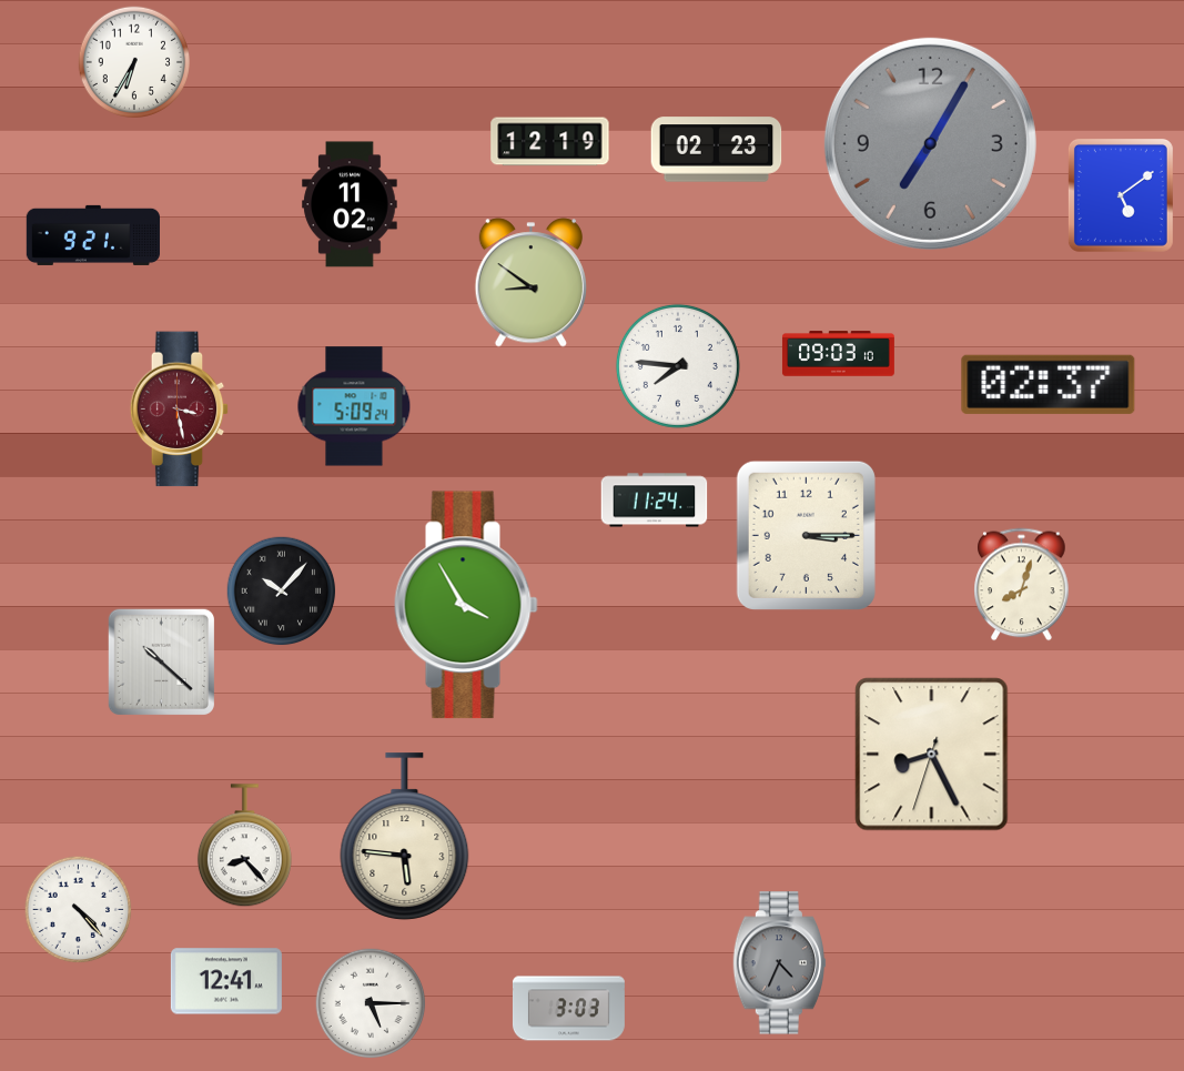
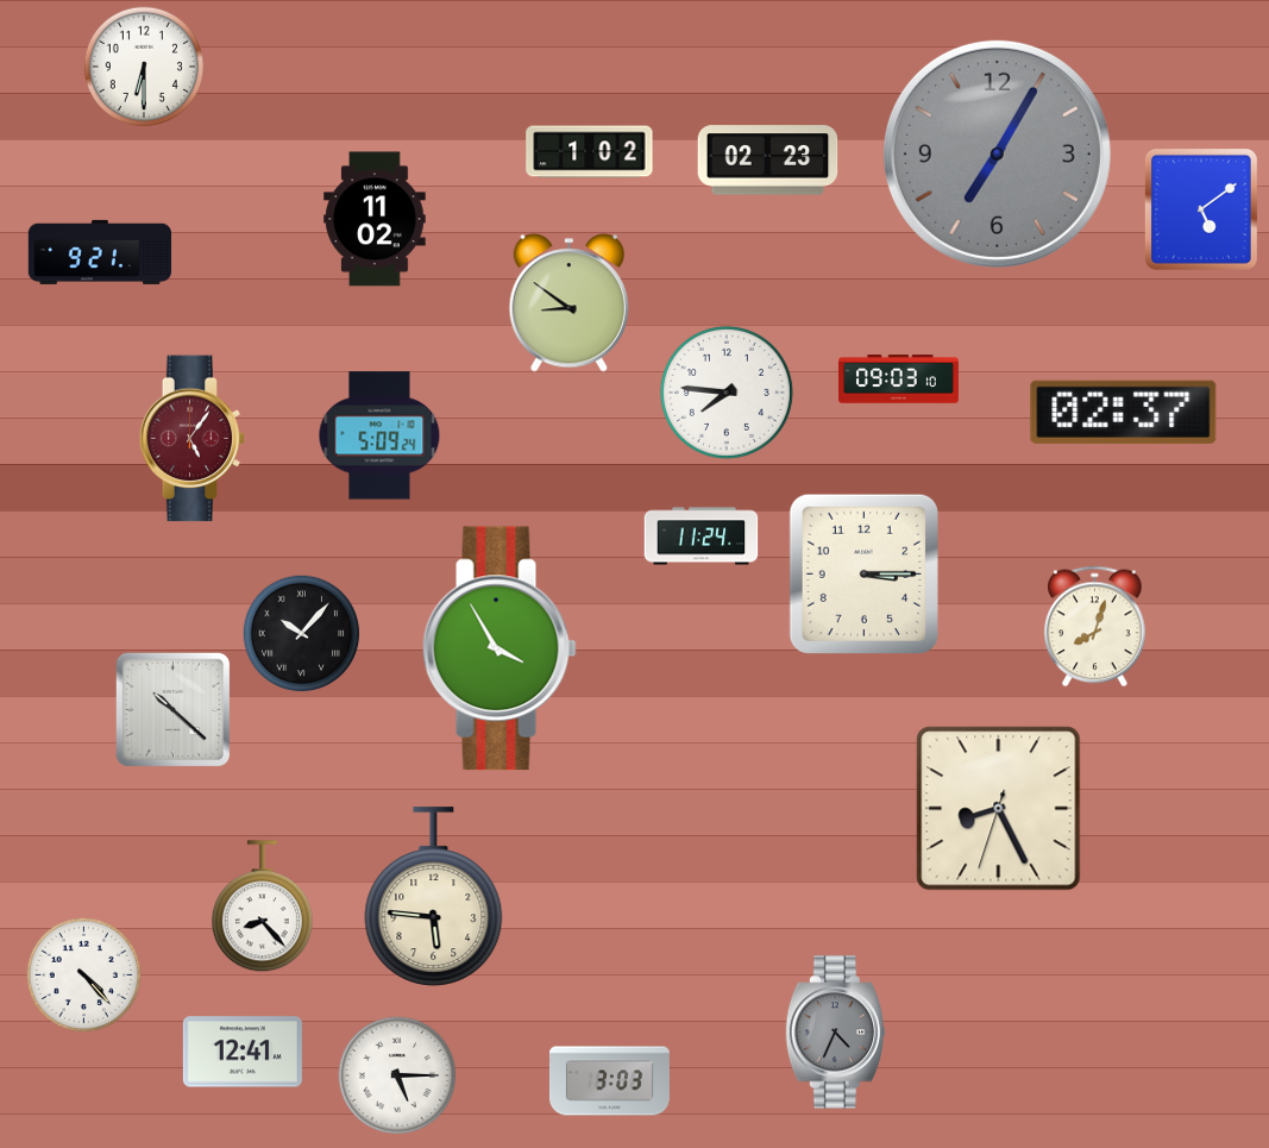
clock at (133, 61): 6:35 -> 6:30
clock at (550, 142): 12:19 -> 1:02
clock at (180, 410): 3:28 -> 5:06
